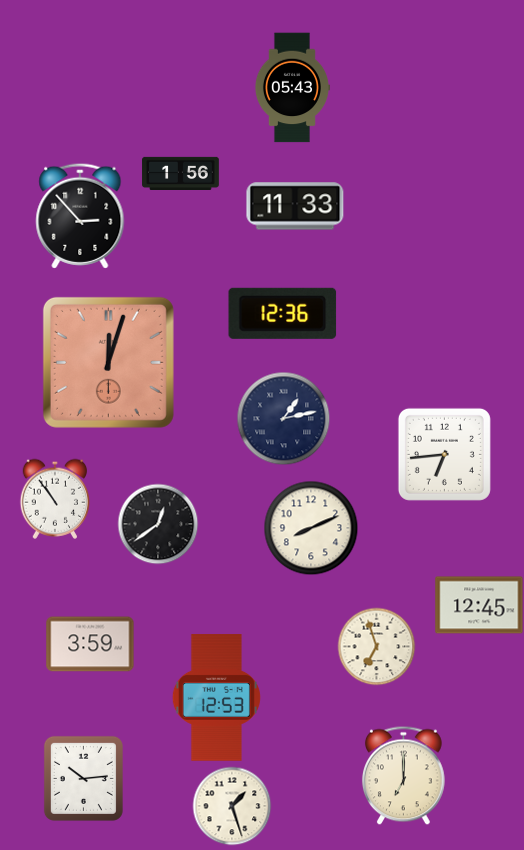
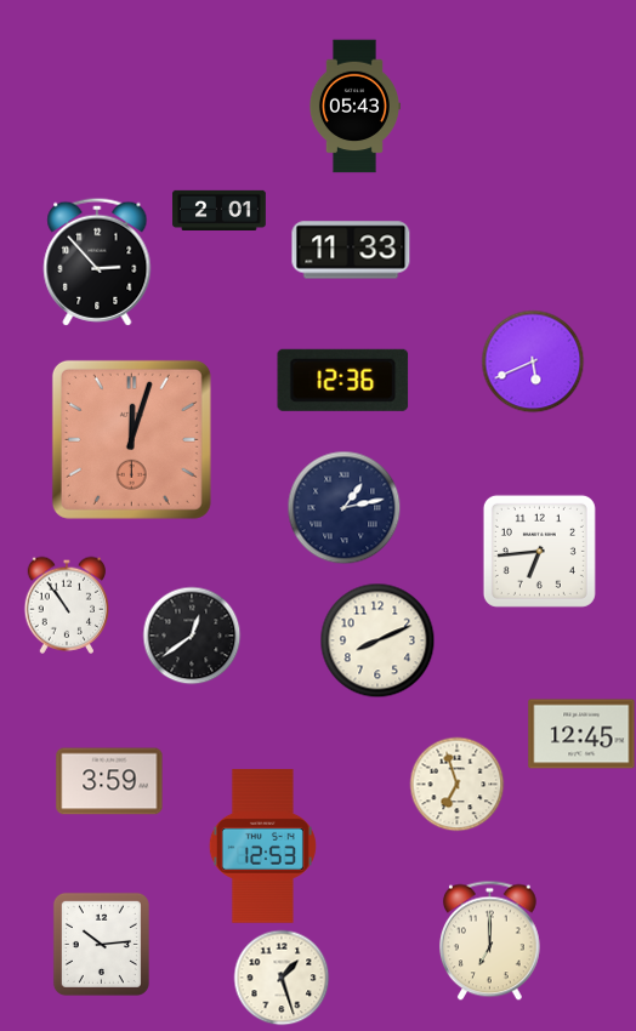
clock at (181, 173): 1:56 -> 2:01
clock at (295, 206) position: (295, 206) -> (351, 250)
clock at (533, 361): none -> 5:41
